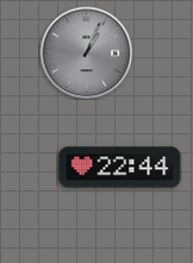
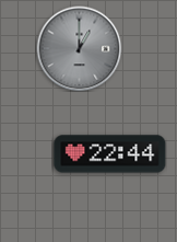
clock at (86, 52): 1:04 -> 1:00
